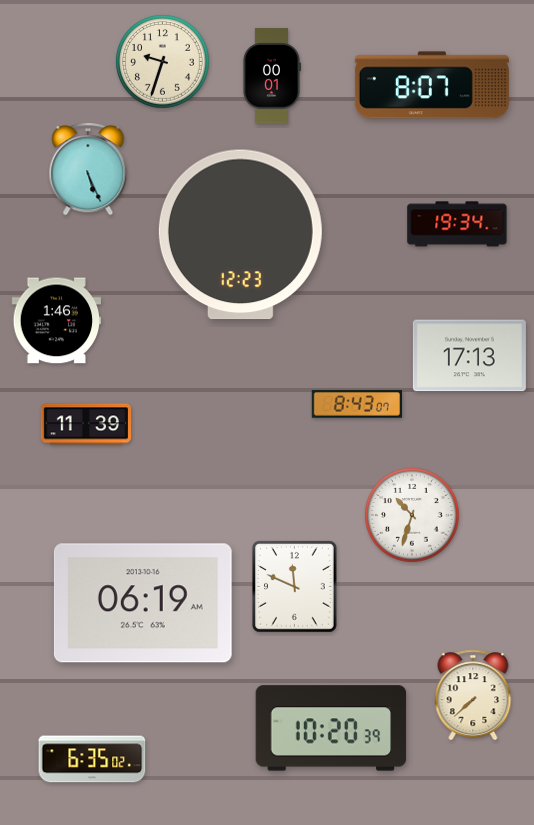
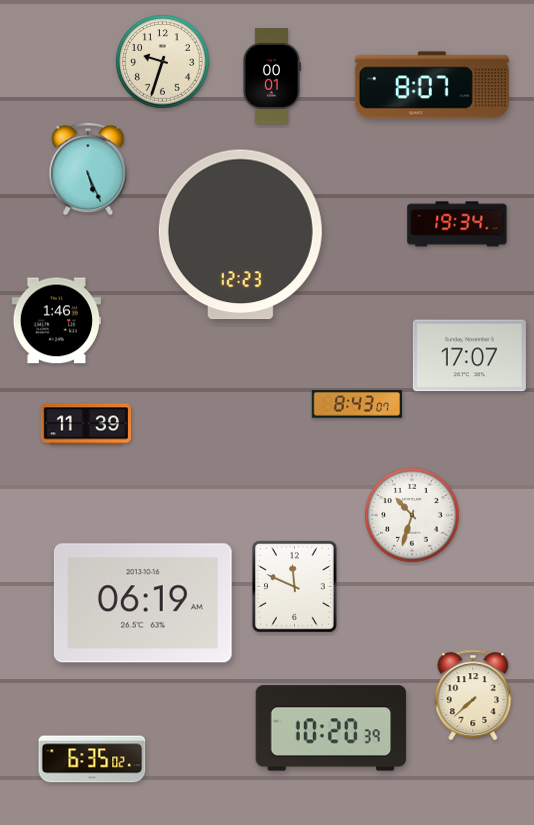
clock at (469, 356): 17:13 -> 17:07
